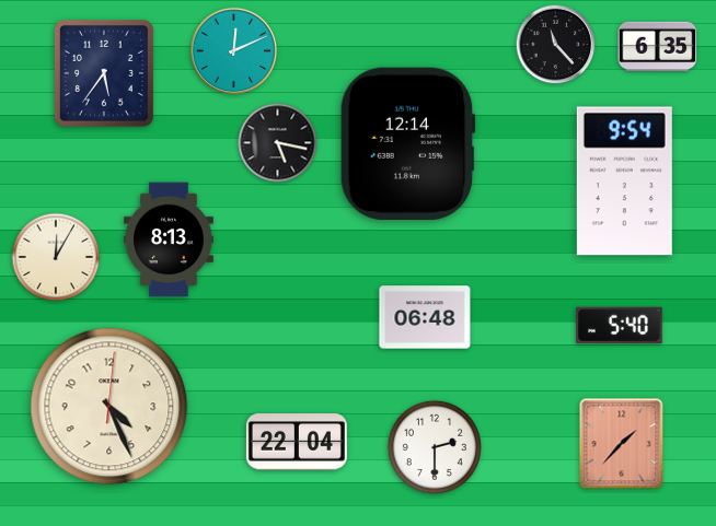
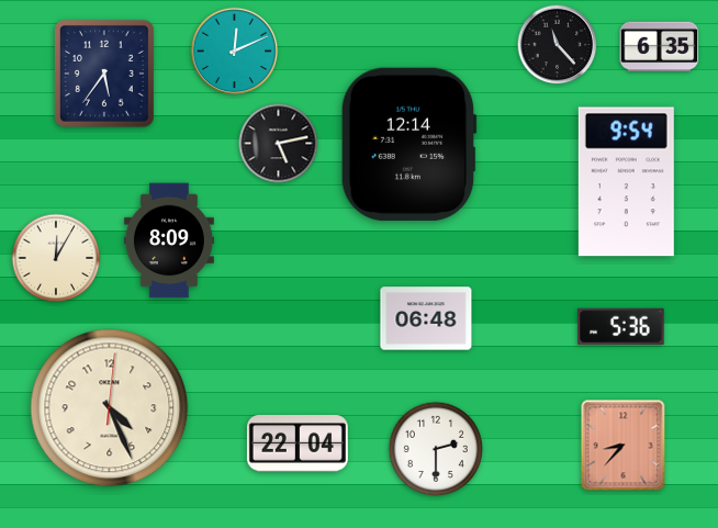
clock at (278, 143): 5:17 -> 5:13
clock at (169, 239): 8:13 -> 8:09
clock at (620, 325): 5:40 -> 5:36
clock at (622, 444): 1:37 -> 8:37
